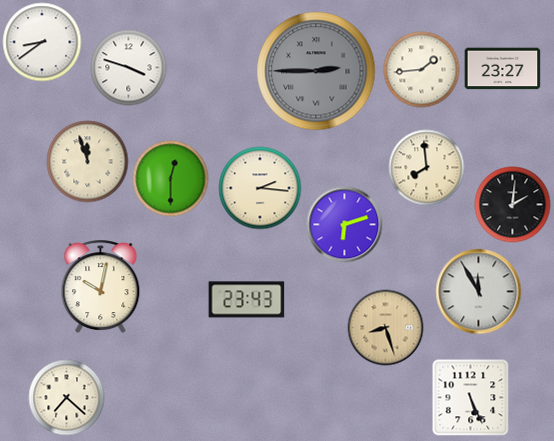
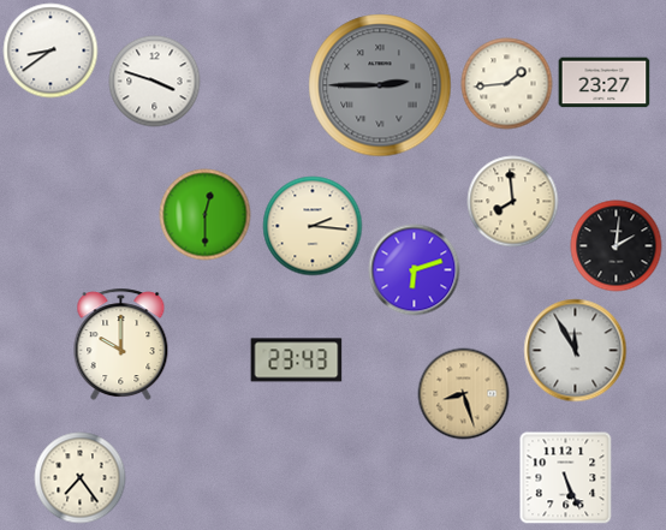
clock at (88, 162): 11:57 -> none
clock at (101, 287): 10:02 -> 10:00
clock at (67, 398): 7:22 -> 7:24
